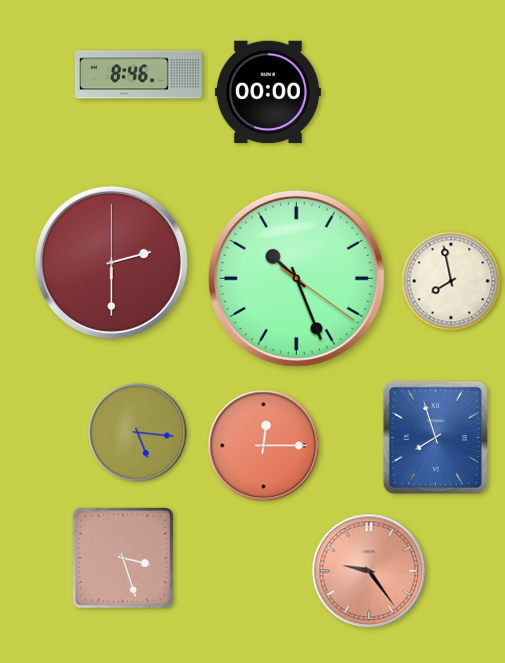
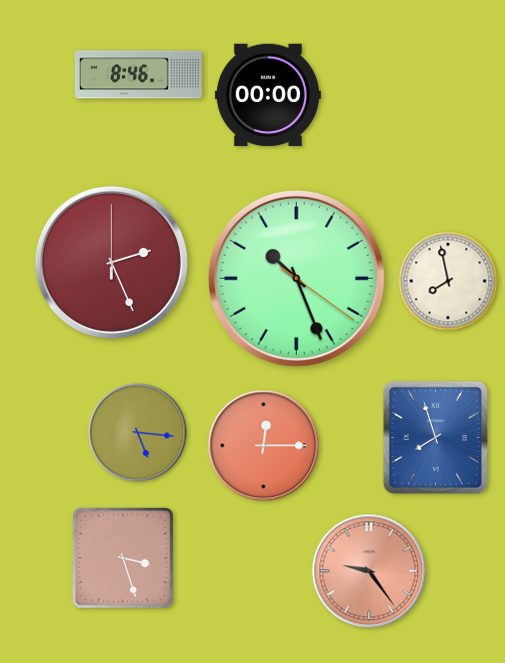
clock at (268, 92) position: (268, 92) -> (268, 95)
clock at (111, 262): 2:30 -> 2:26
clock at (451, 281) position: (451, 281) -> (448, 281)
